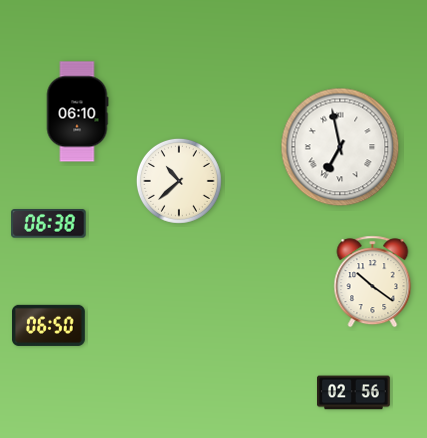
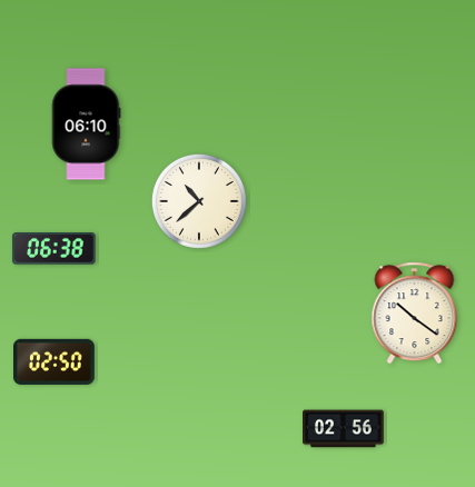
clock at (340, 147): 6:58 -> none
clock at (49, 325): 06:50 -> 02:50
clock at (354, 393) position: (354, 393) -> (344, 429)
